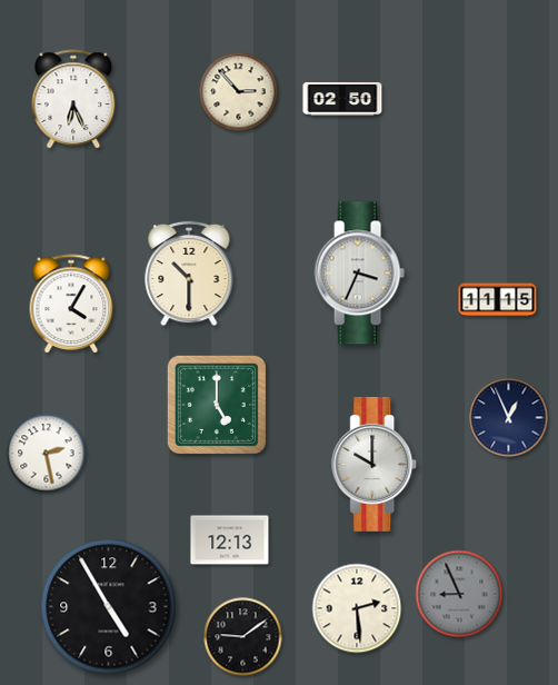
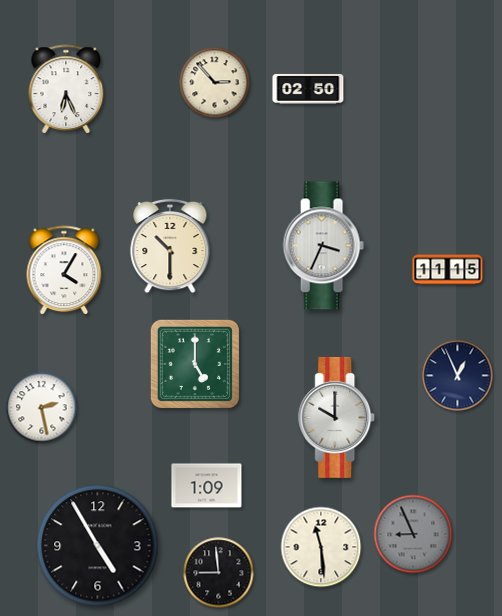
clock at (71, 305) position: (71, 305) -> (64, 271)
clock at (230, 540): 12:13 -> 1:09
clock at (357, 608): 2:29 -> 11:29
clock at (243, 637): 9:09 -> 8:59
